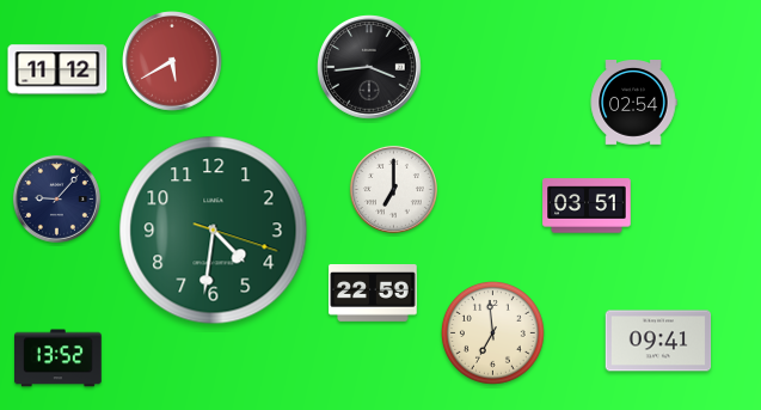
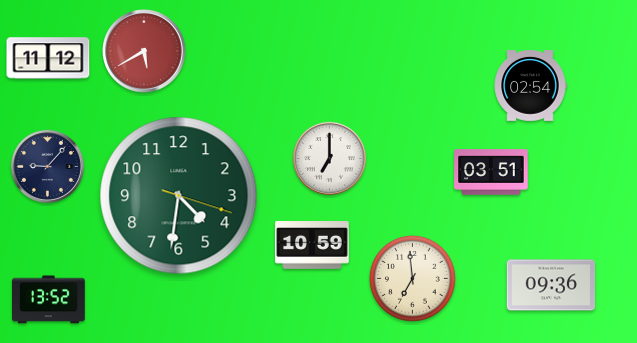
clock at (369, 67): 3:44 -> none
clock at (214, 231) position: (214, 231) -> (179, 196)
clock at (373, 294): 22:59 -> 10:59
clock at (658, 341): 09:41 -> 09:36
